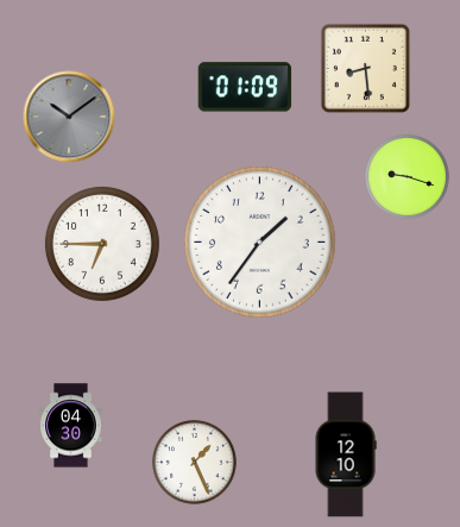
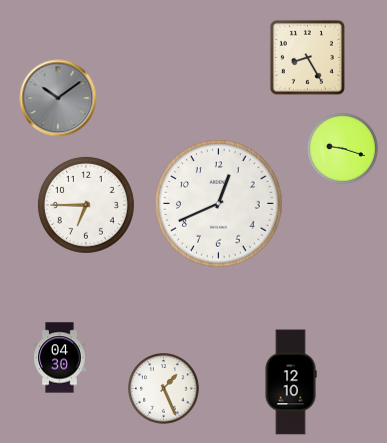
clock at (365, 68): 8:29 -> 8:25
clock at (245, 87): 01:09 -> none
clock at (260, 243): 1:36 -> 12:41
